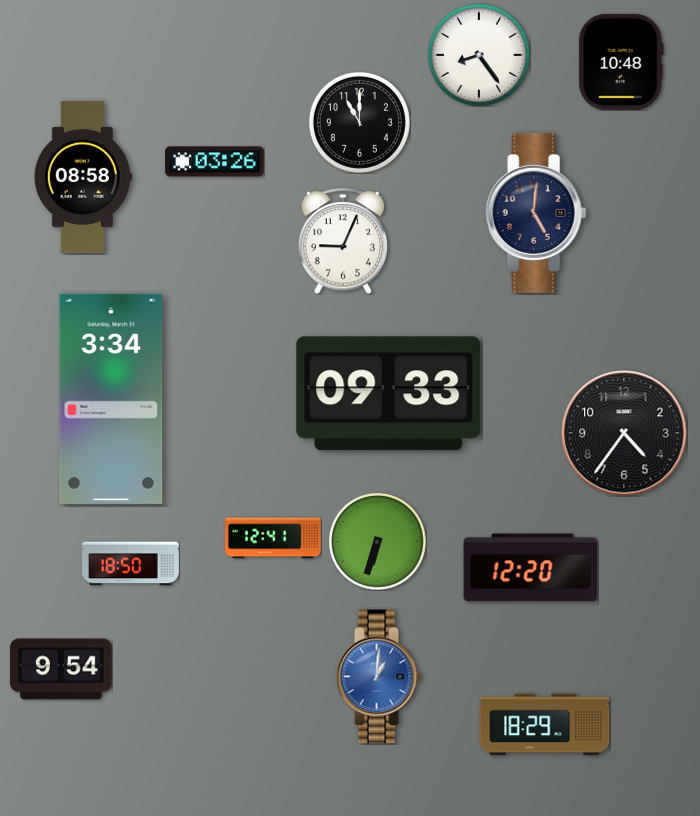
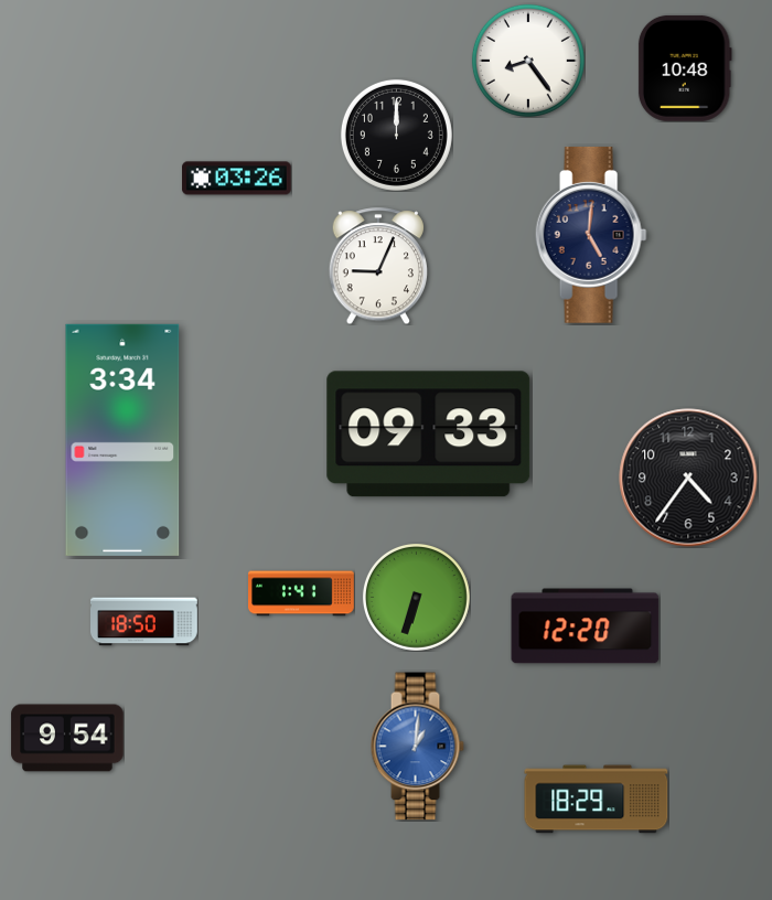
clock at (359, 122): 11:00 -> 12:00
clock at (83, 177): 08:58 -> none
clock at (274, 538): 12:41 -> 1:41
clock at (545, 725) position: (545, 725) -> (597, 800)
